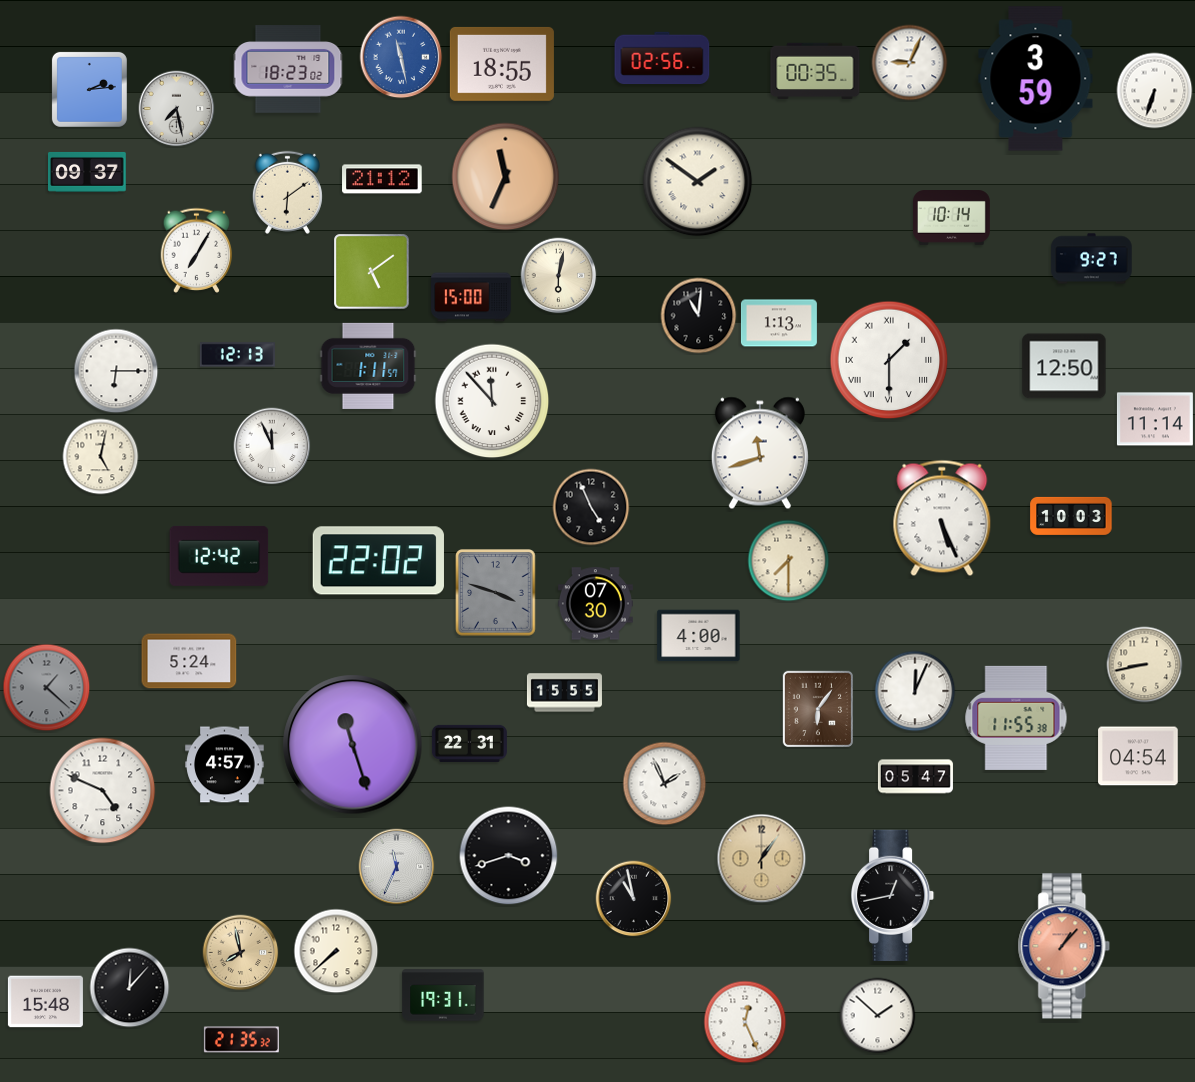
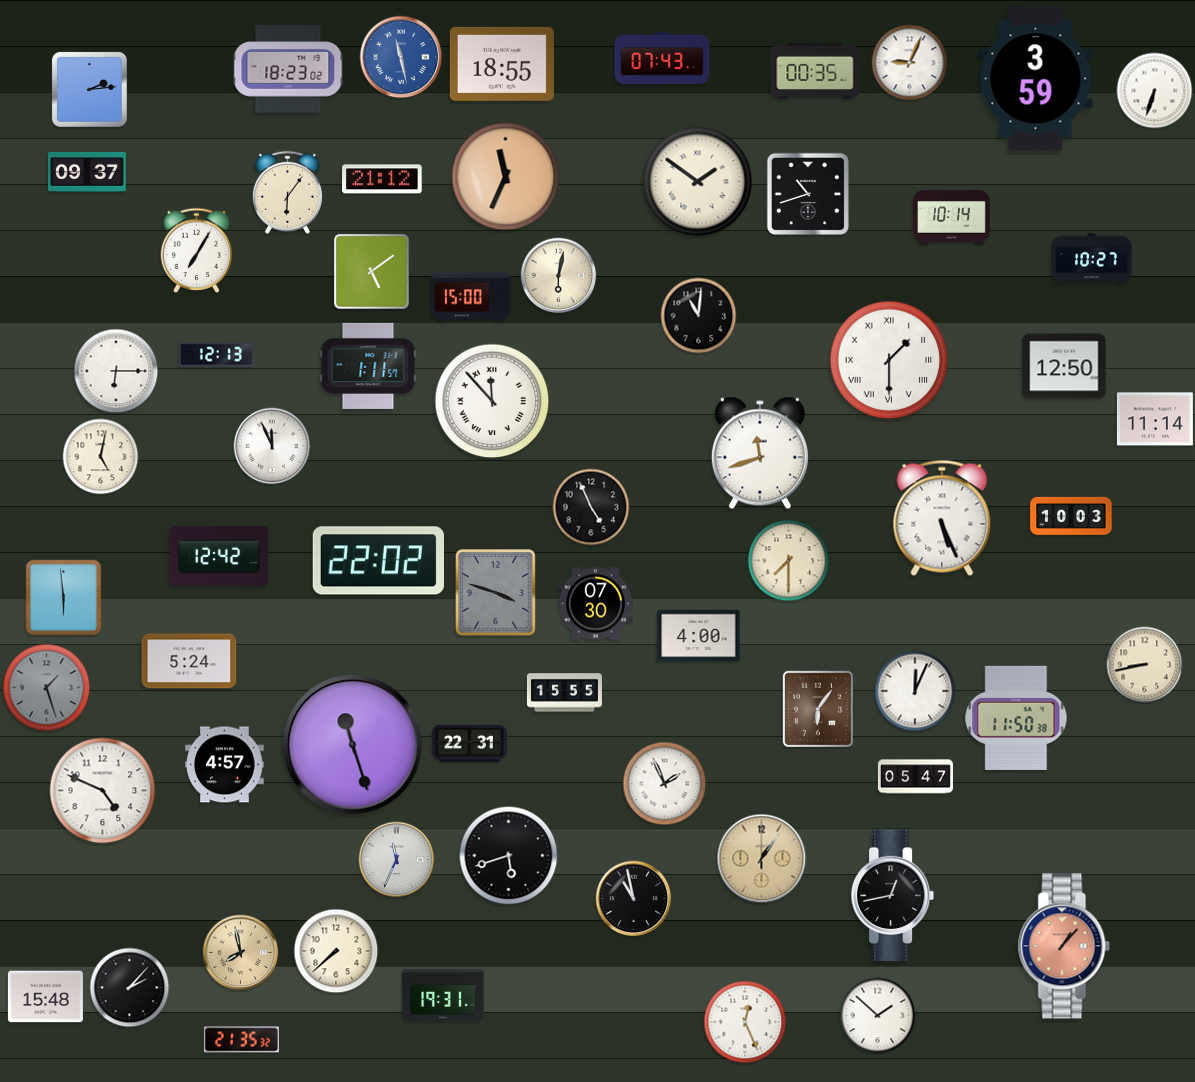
clock at (662, 58): 02:56 -> 07:43
clock at (177, 109): 7:28 -> none
clock at (287, 192): 6:09 -> 6:06
clock at (808, 194): none -> 10:42
clock at (1092, 259): 9:27 -> 10:27
clock at (779, 323): 1:13 -> none
clock at (237, 355) position: (237, 355) -> (216, 355)
clock at (64, 598): none -> 5:59
clock at (47, 688): 1:22 -> 1:27
clock at (1016, 718): 11:55 -> 11:50
clock at (1138, 756): 04:54 -> none
clock at (509, 856): 3:42 -> 5:42
clock at (397, 867) position: (397, 867) -> (397, 860)
clock at (130, 988): 12:07 -> 2:07
clock at (45, 1002) position: (45, 1002) -> (45, 997)
